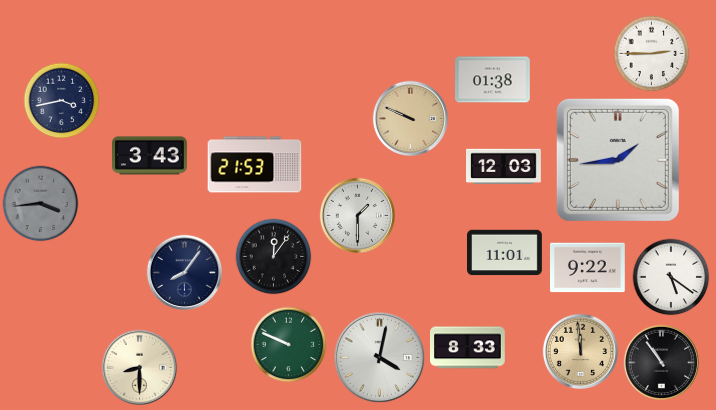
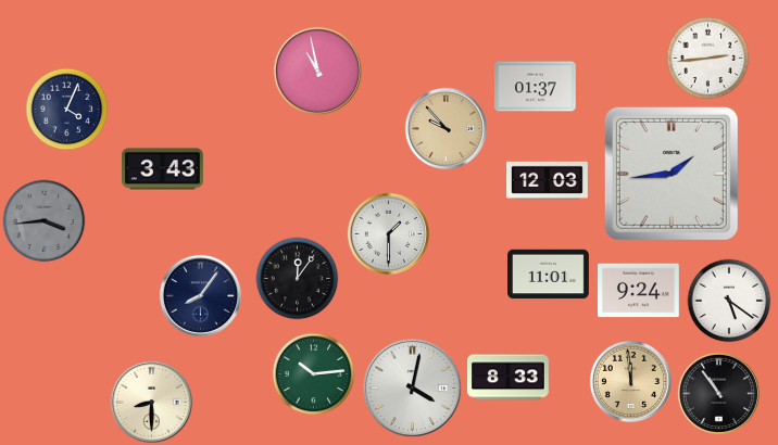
clock at (652, 54): 2:45 -> 2:44
clock at (318, 72): none -> 10:58
clock at (493, 80): 01:38 -> 01:37
clock at (62, 101): 3:43 -> 4:04
clock at (410, 118): 9:49 -> 9:53
clock at (255, 165): 21:53 -> none
clock at (588, 268): 9:22 -> 9:24
clock at (289, 345): 9:49 -> 10:14
clock at (139, 367) position: (139, 367) -> (151, 402)
